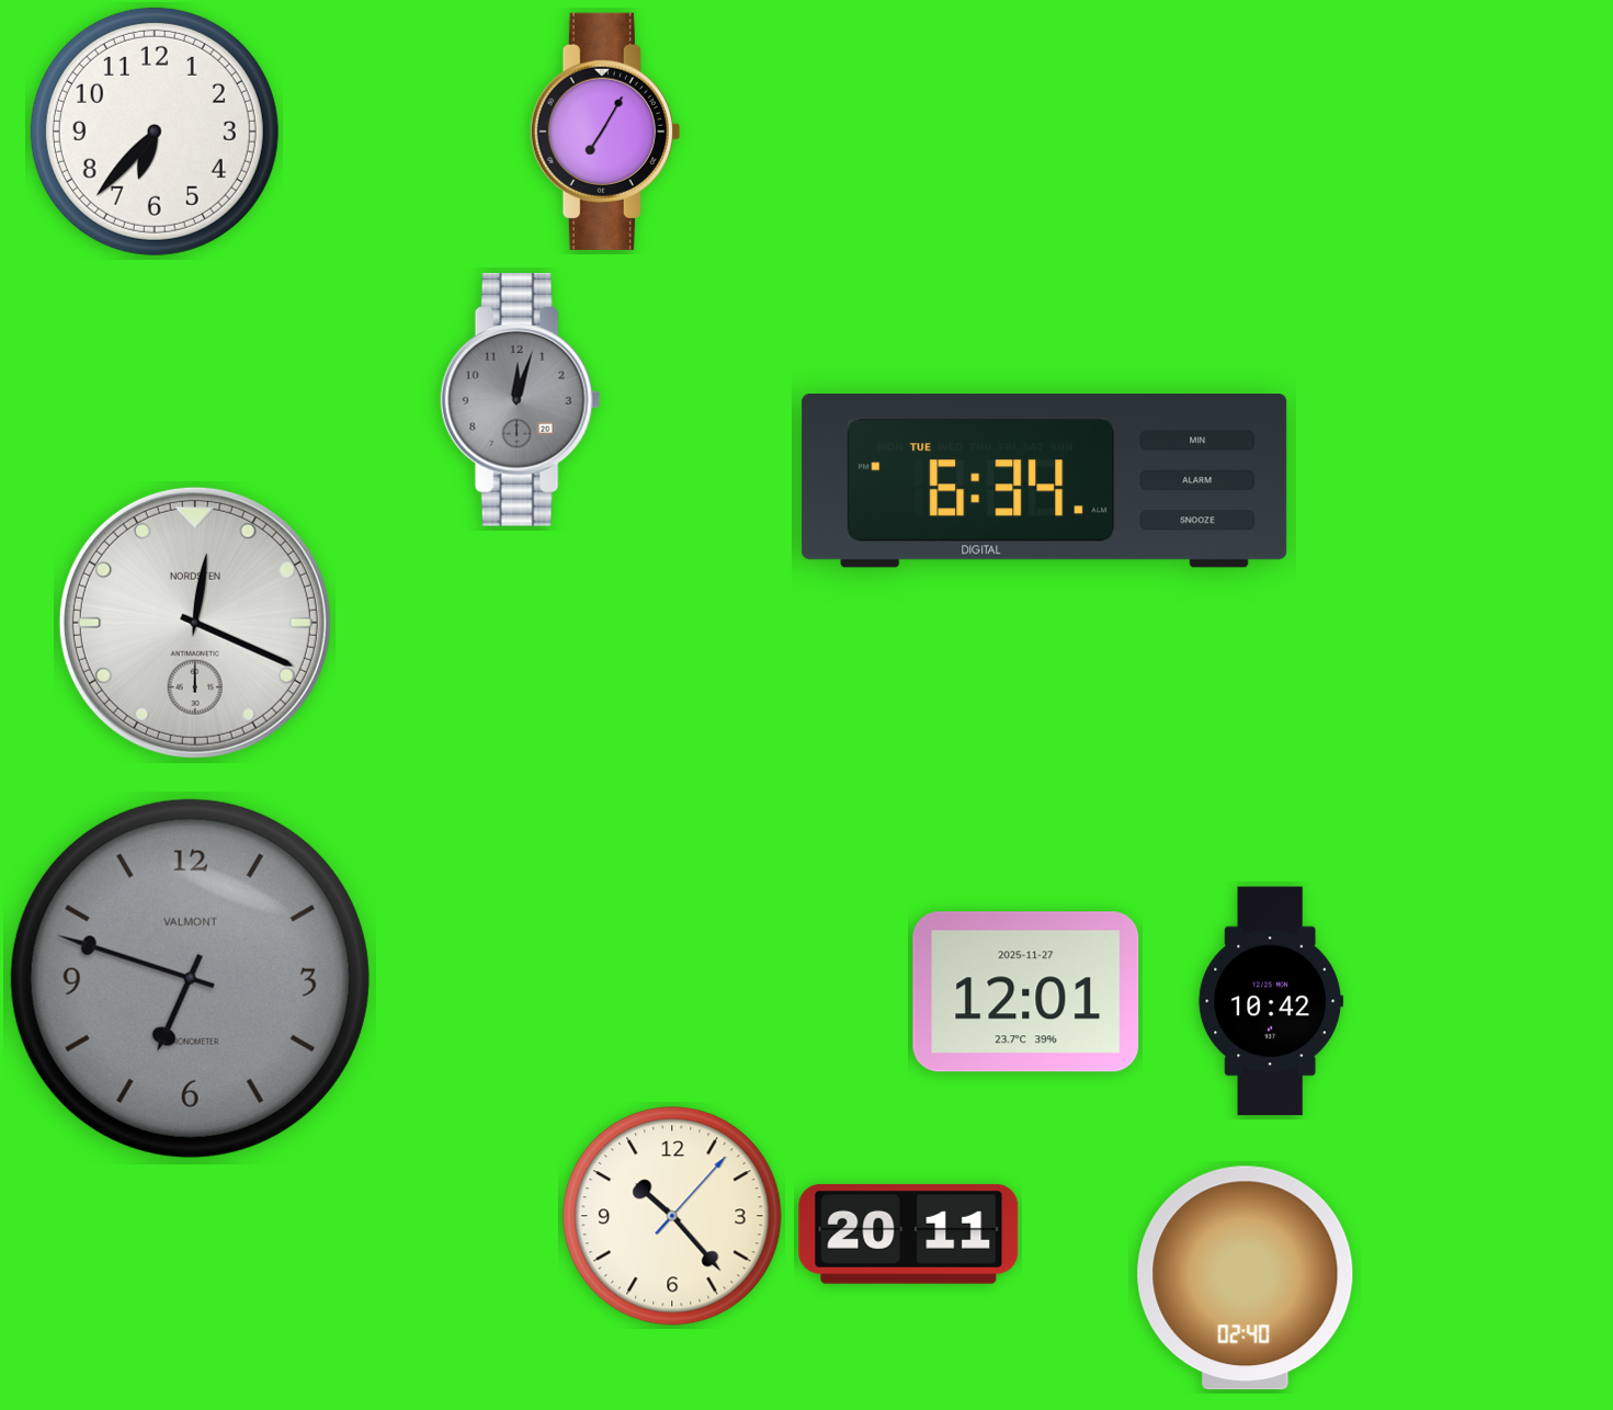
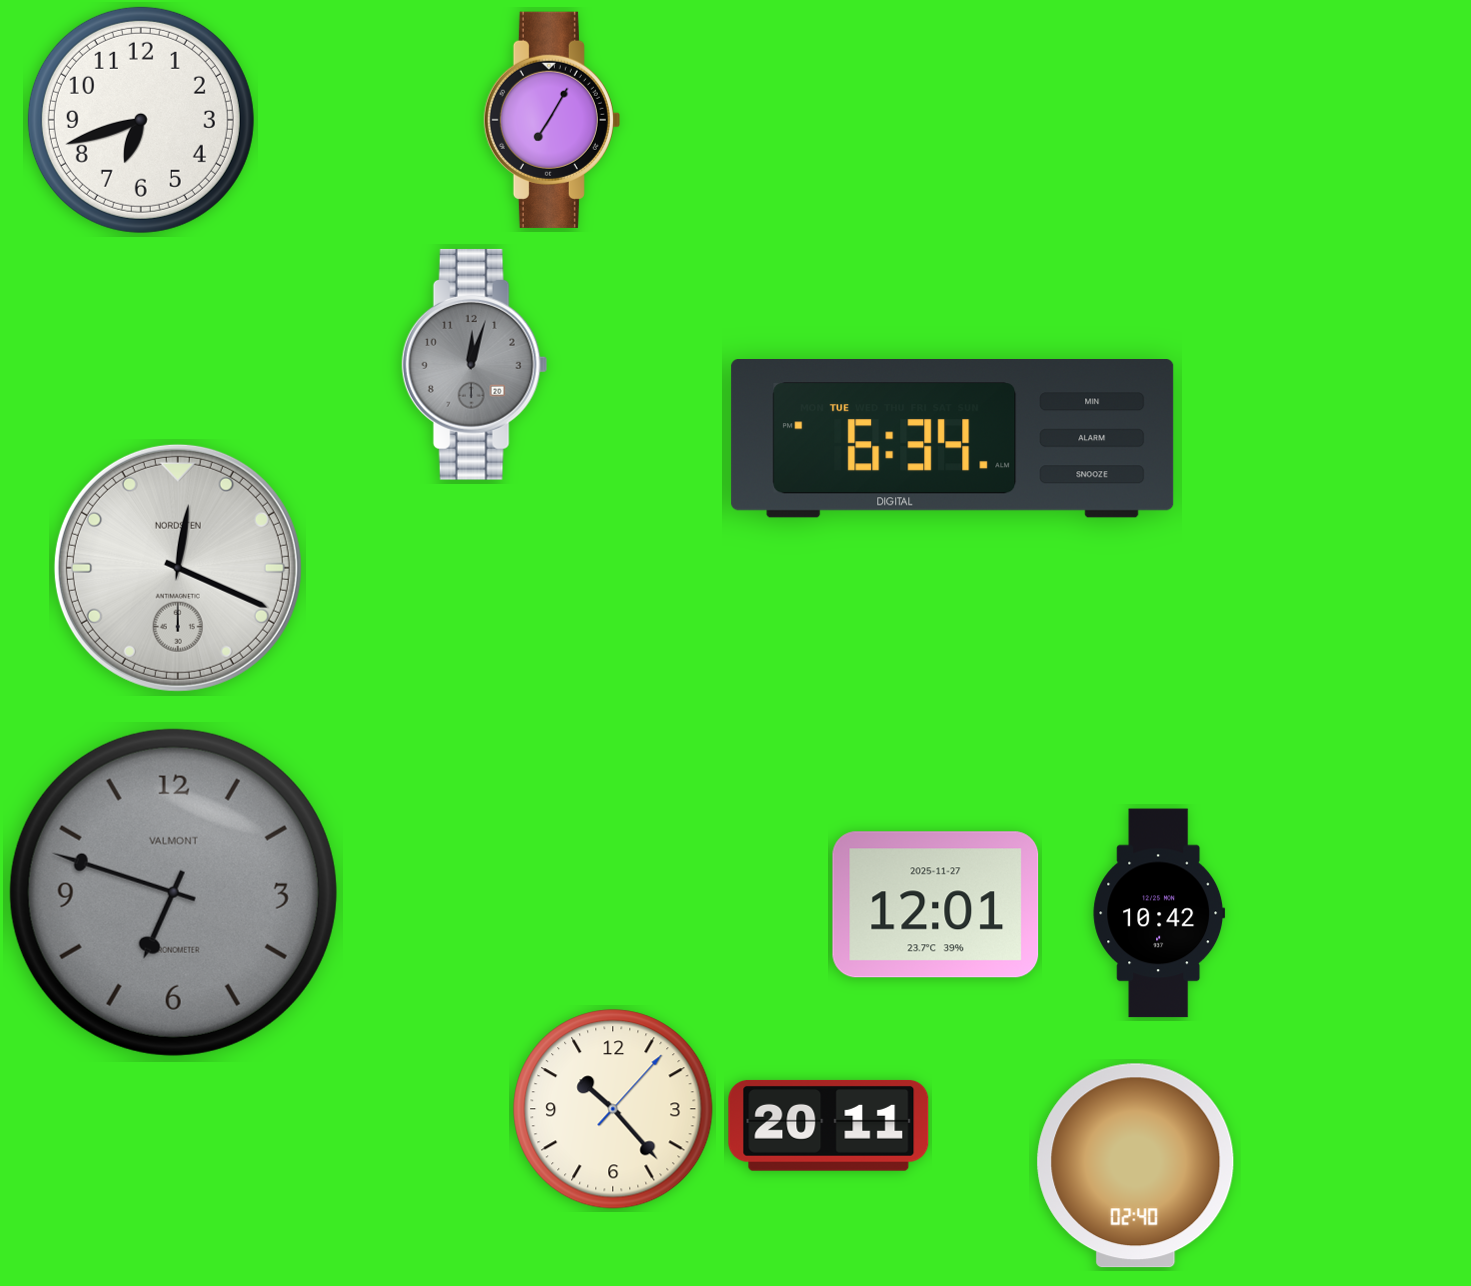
clock at (155, 132): 6:37 -> 6:42
